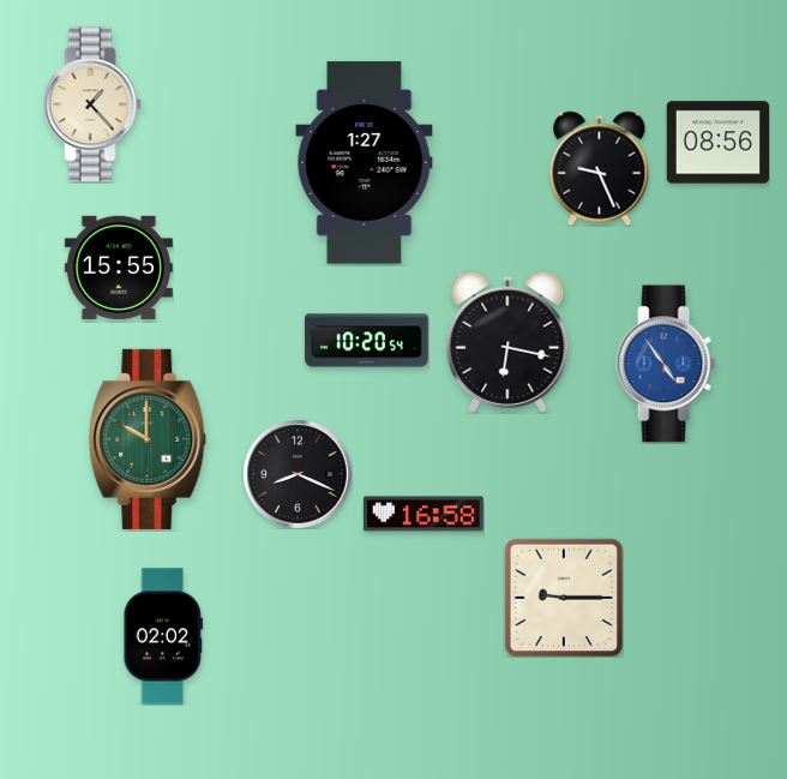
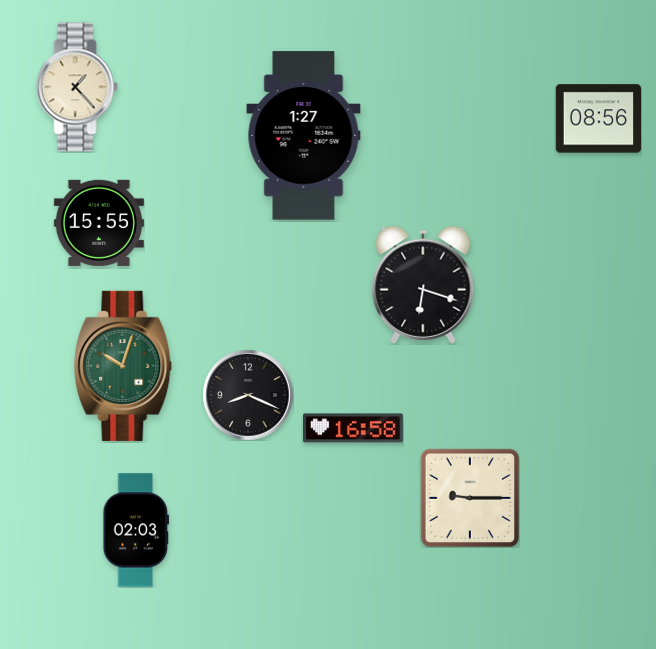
clock at (600, 168): 9:26 -> none
clock at (367, 341): 10:20 -> none
clock at (507, 342): 6:17 -> 6:18
clock at (666, 364): 4:54 -> none
clock at (148, 439): 10:00 -> 10:03
clock at (163, 636): 02:02 -> 02:03
